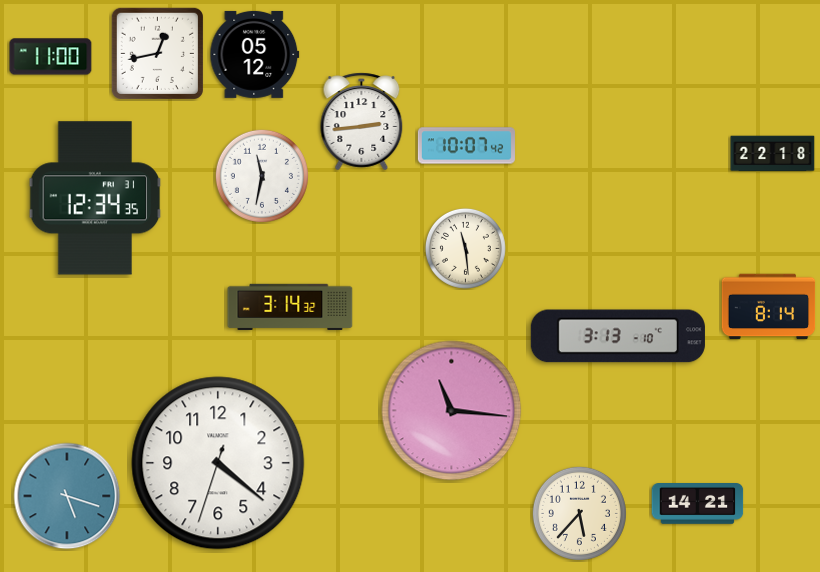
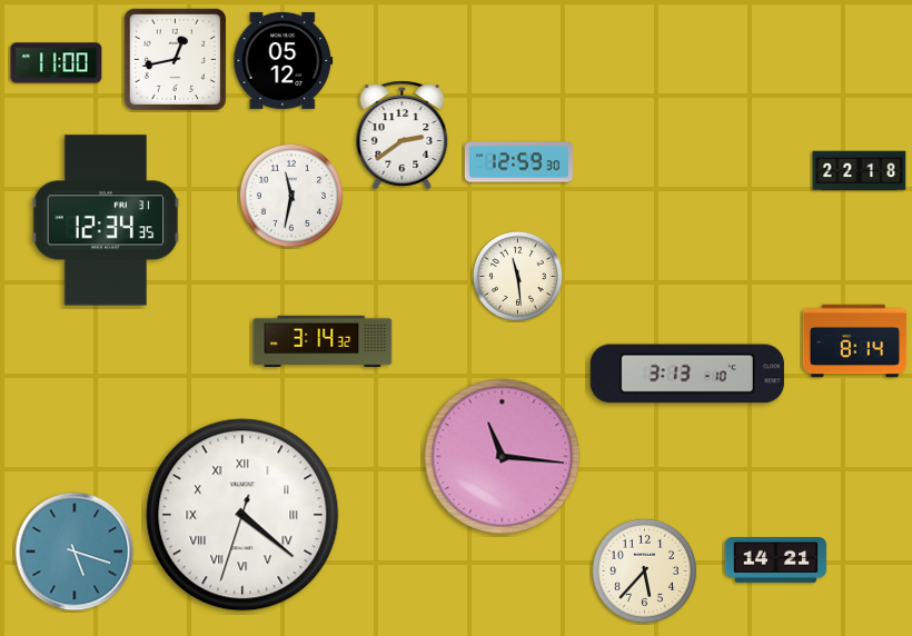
clock at (362, 122): 2:44 -> 2:39
clock at (466, 146): 10:07 -> 12:59
clock at (218, 463) numerals: Arabic -> Roman
